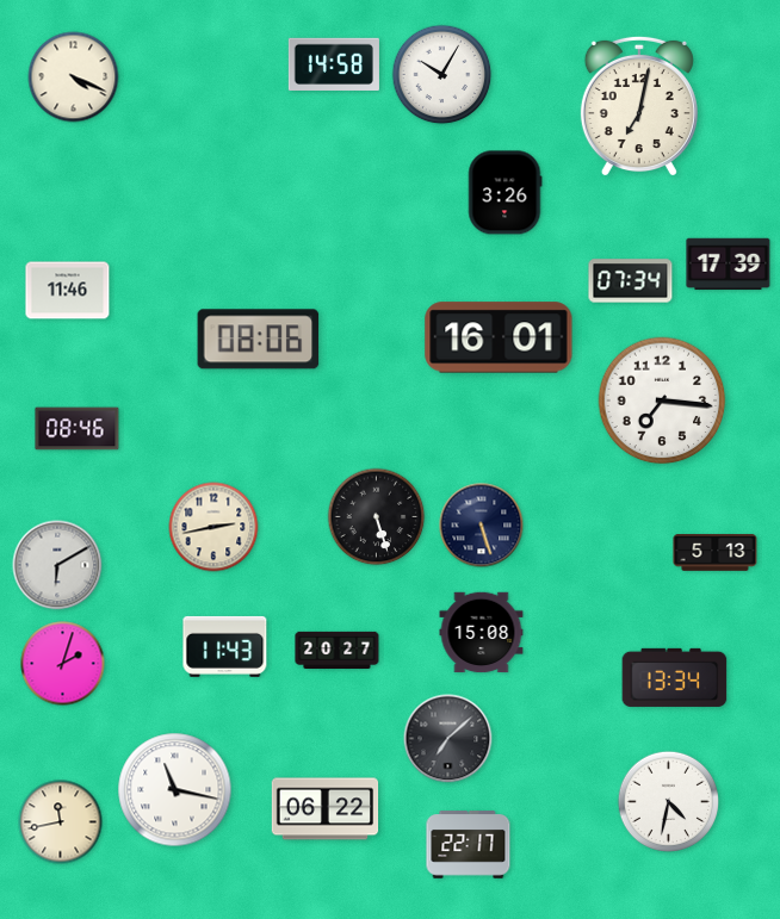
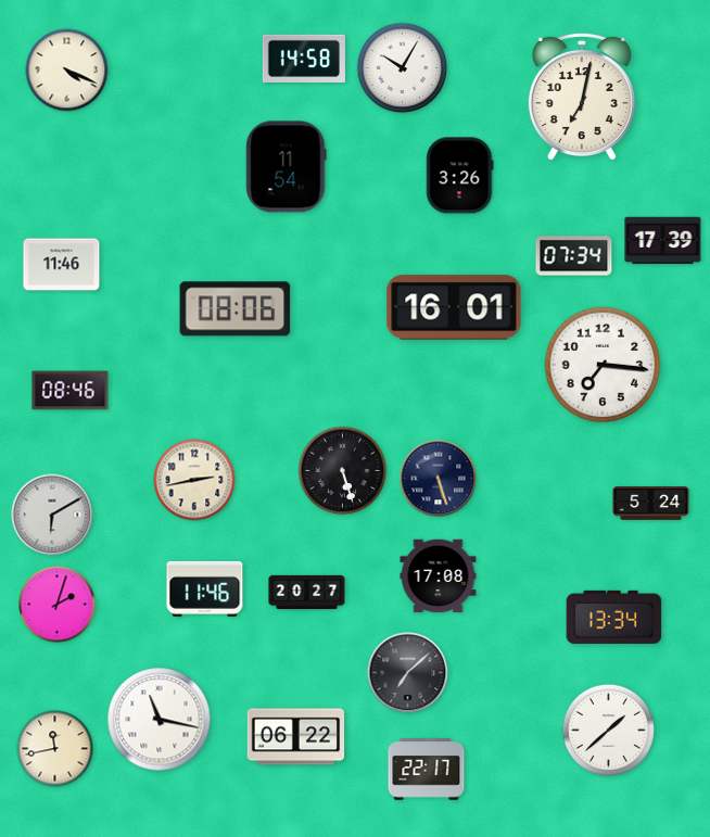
clock at (287, 167): none -> 11:54
clock at (716, 553): 5:13 -> 5:24
clock at (482, 633): 15:08 -> 17:08
clock at (225, 646): 11:43 -> 11:46
clock at (668, 801): 4:32 -> 1:38
